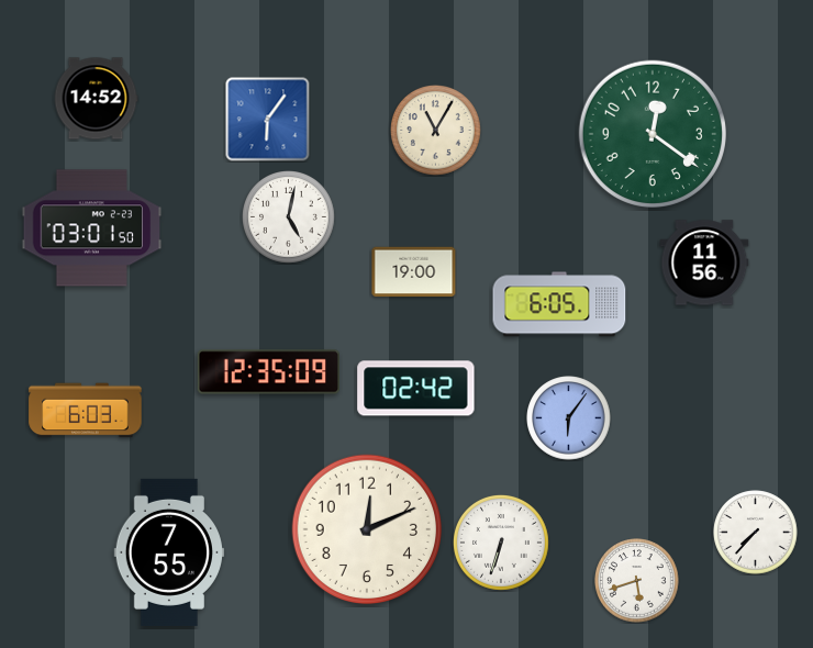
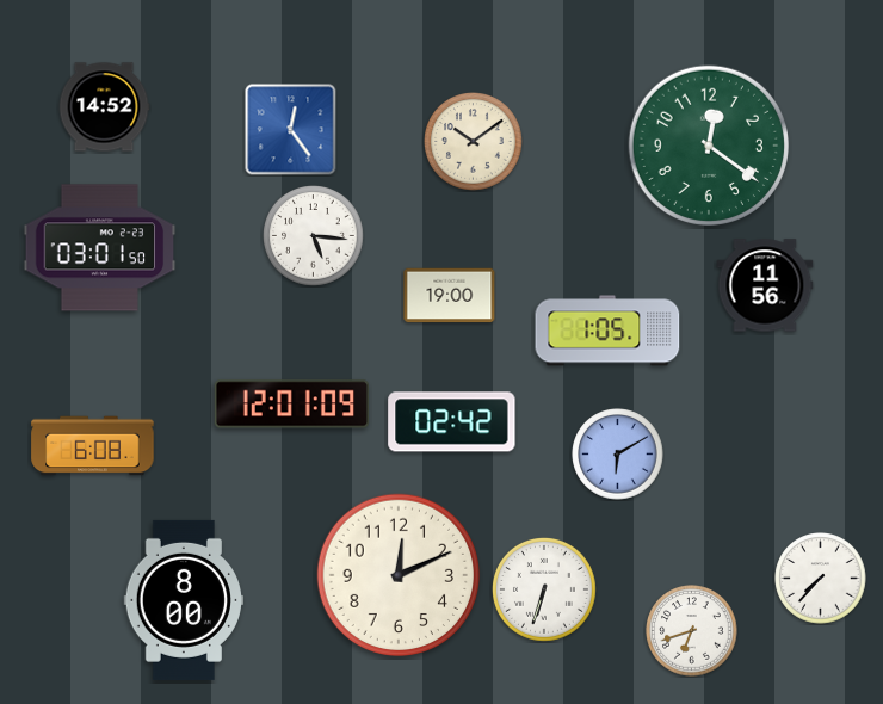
clock at (268, 120): 6:06 -> 12:24
clock at (436, 131): 11:05 -> 10:09
clock at (289, 217): 5:02 -> 5:16
clock at (559, 304): 6:05 -> 1:05
clock at (268, 372): 12:35 -> 12:01
clock at (86, 411): 6:03 -> 6:08
clock at (569, 418): 6:06 -> 6:10
clock at (168, 552): 7:55 -> 8:00
clock at (637, 581): 5:42 -> 6:42
